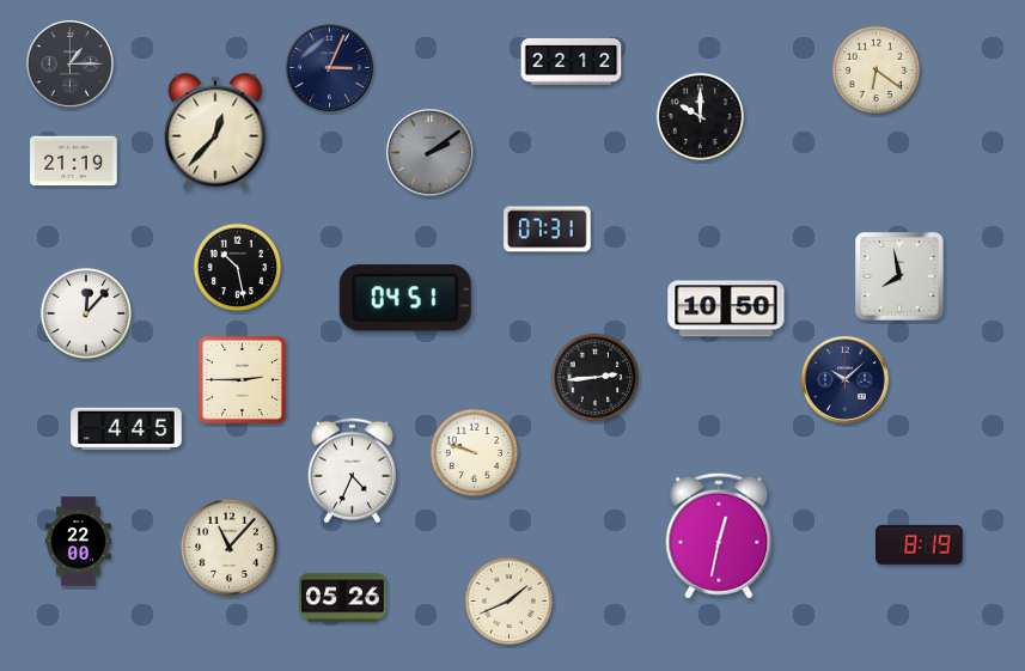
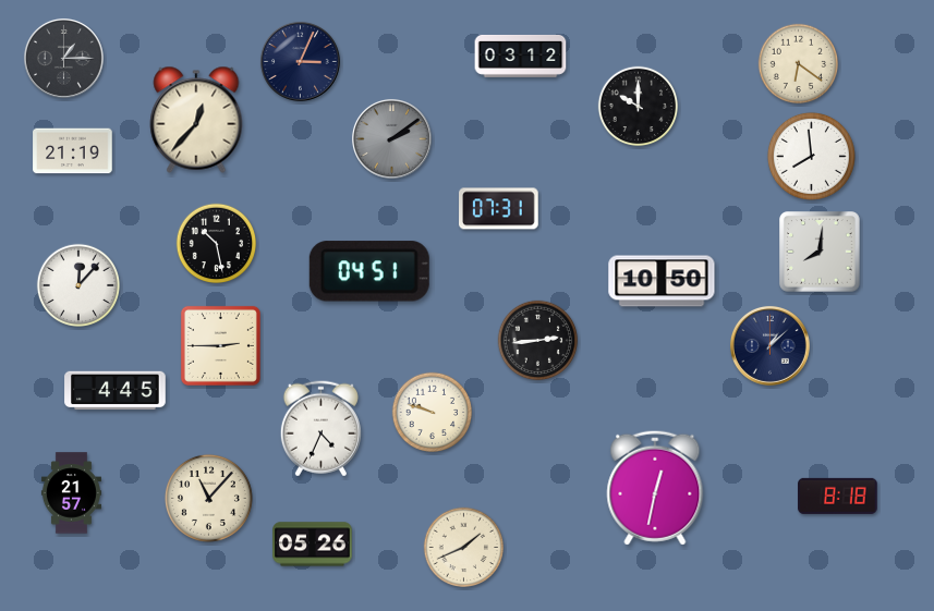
clock at (572, 61): 22:12 -> 03:12
clock at (74, 161) position: (74, 161) -> (73, 151)
clock at (811, 156): none -> 7:59
clock at (901, 277): 7:58 -> 8:01
clock at (596, 378) position: (596, 378) -> (538, 341)
clock at (844, 379): 10:08 -> 1:08
clock at (78, 542): 22:00 -> 21:57
clock at (920, 544): 8:19 -> 8:18
